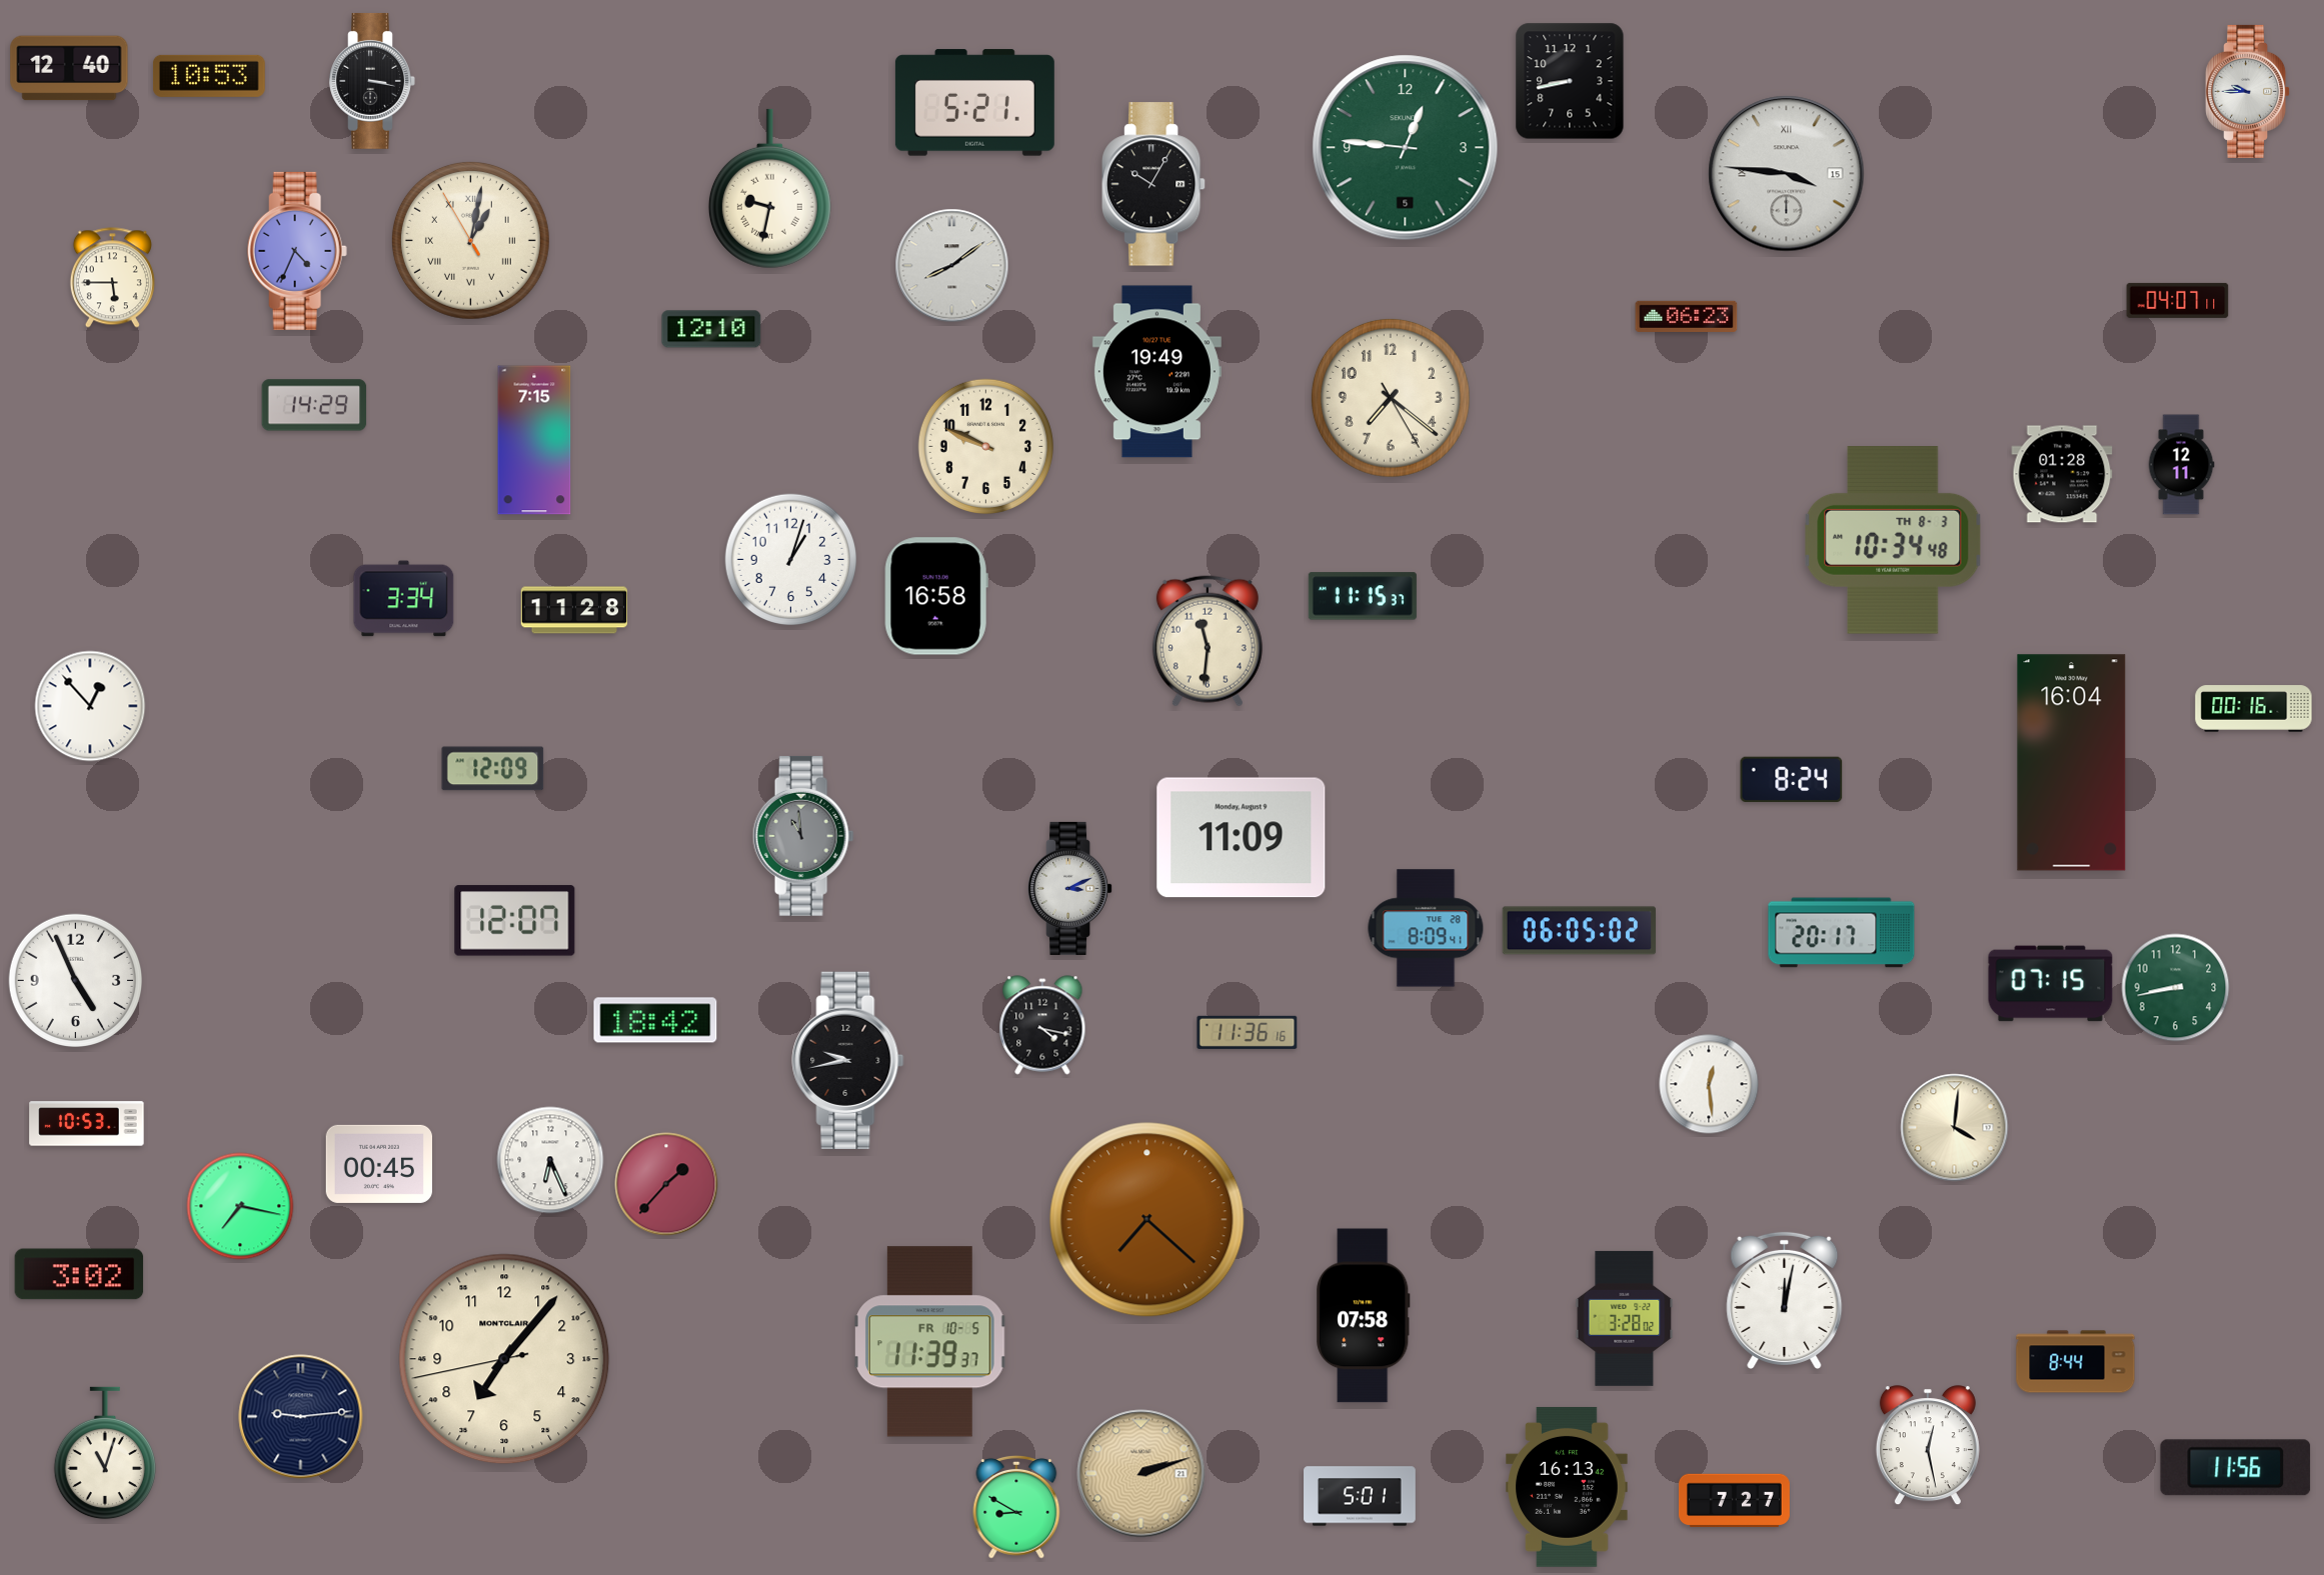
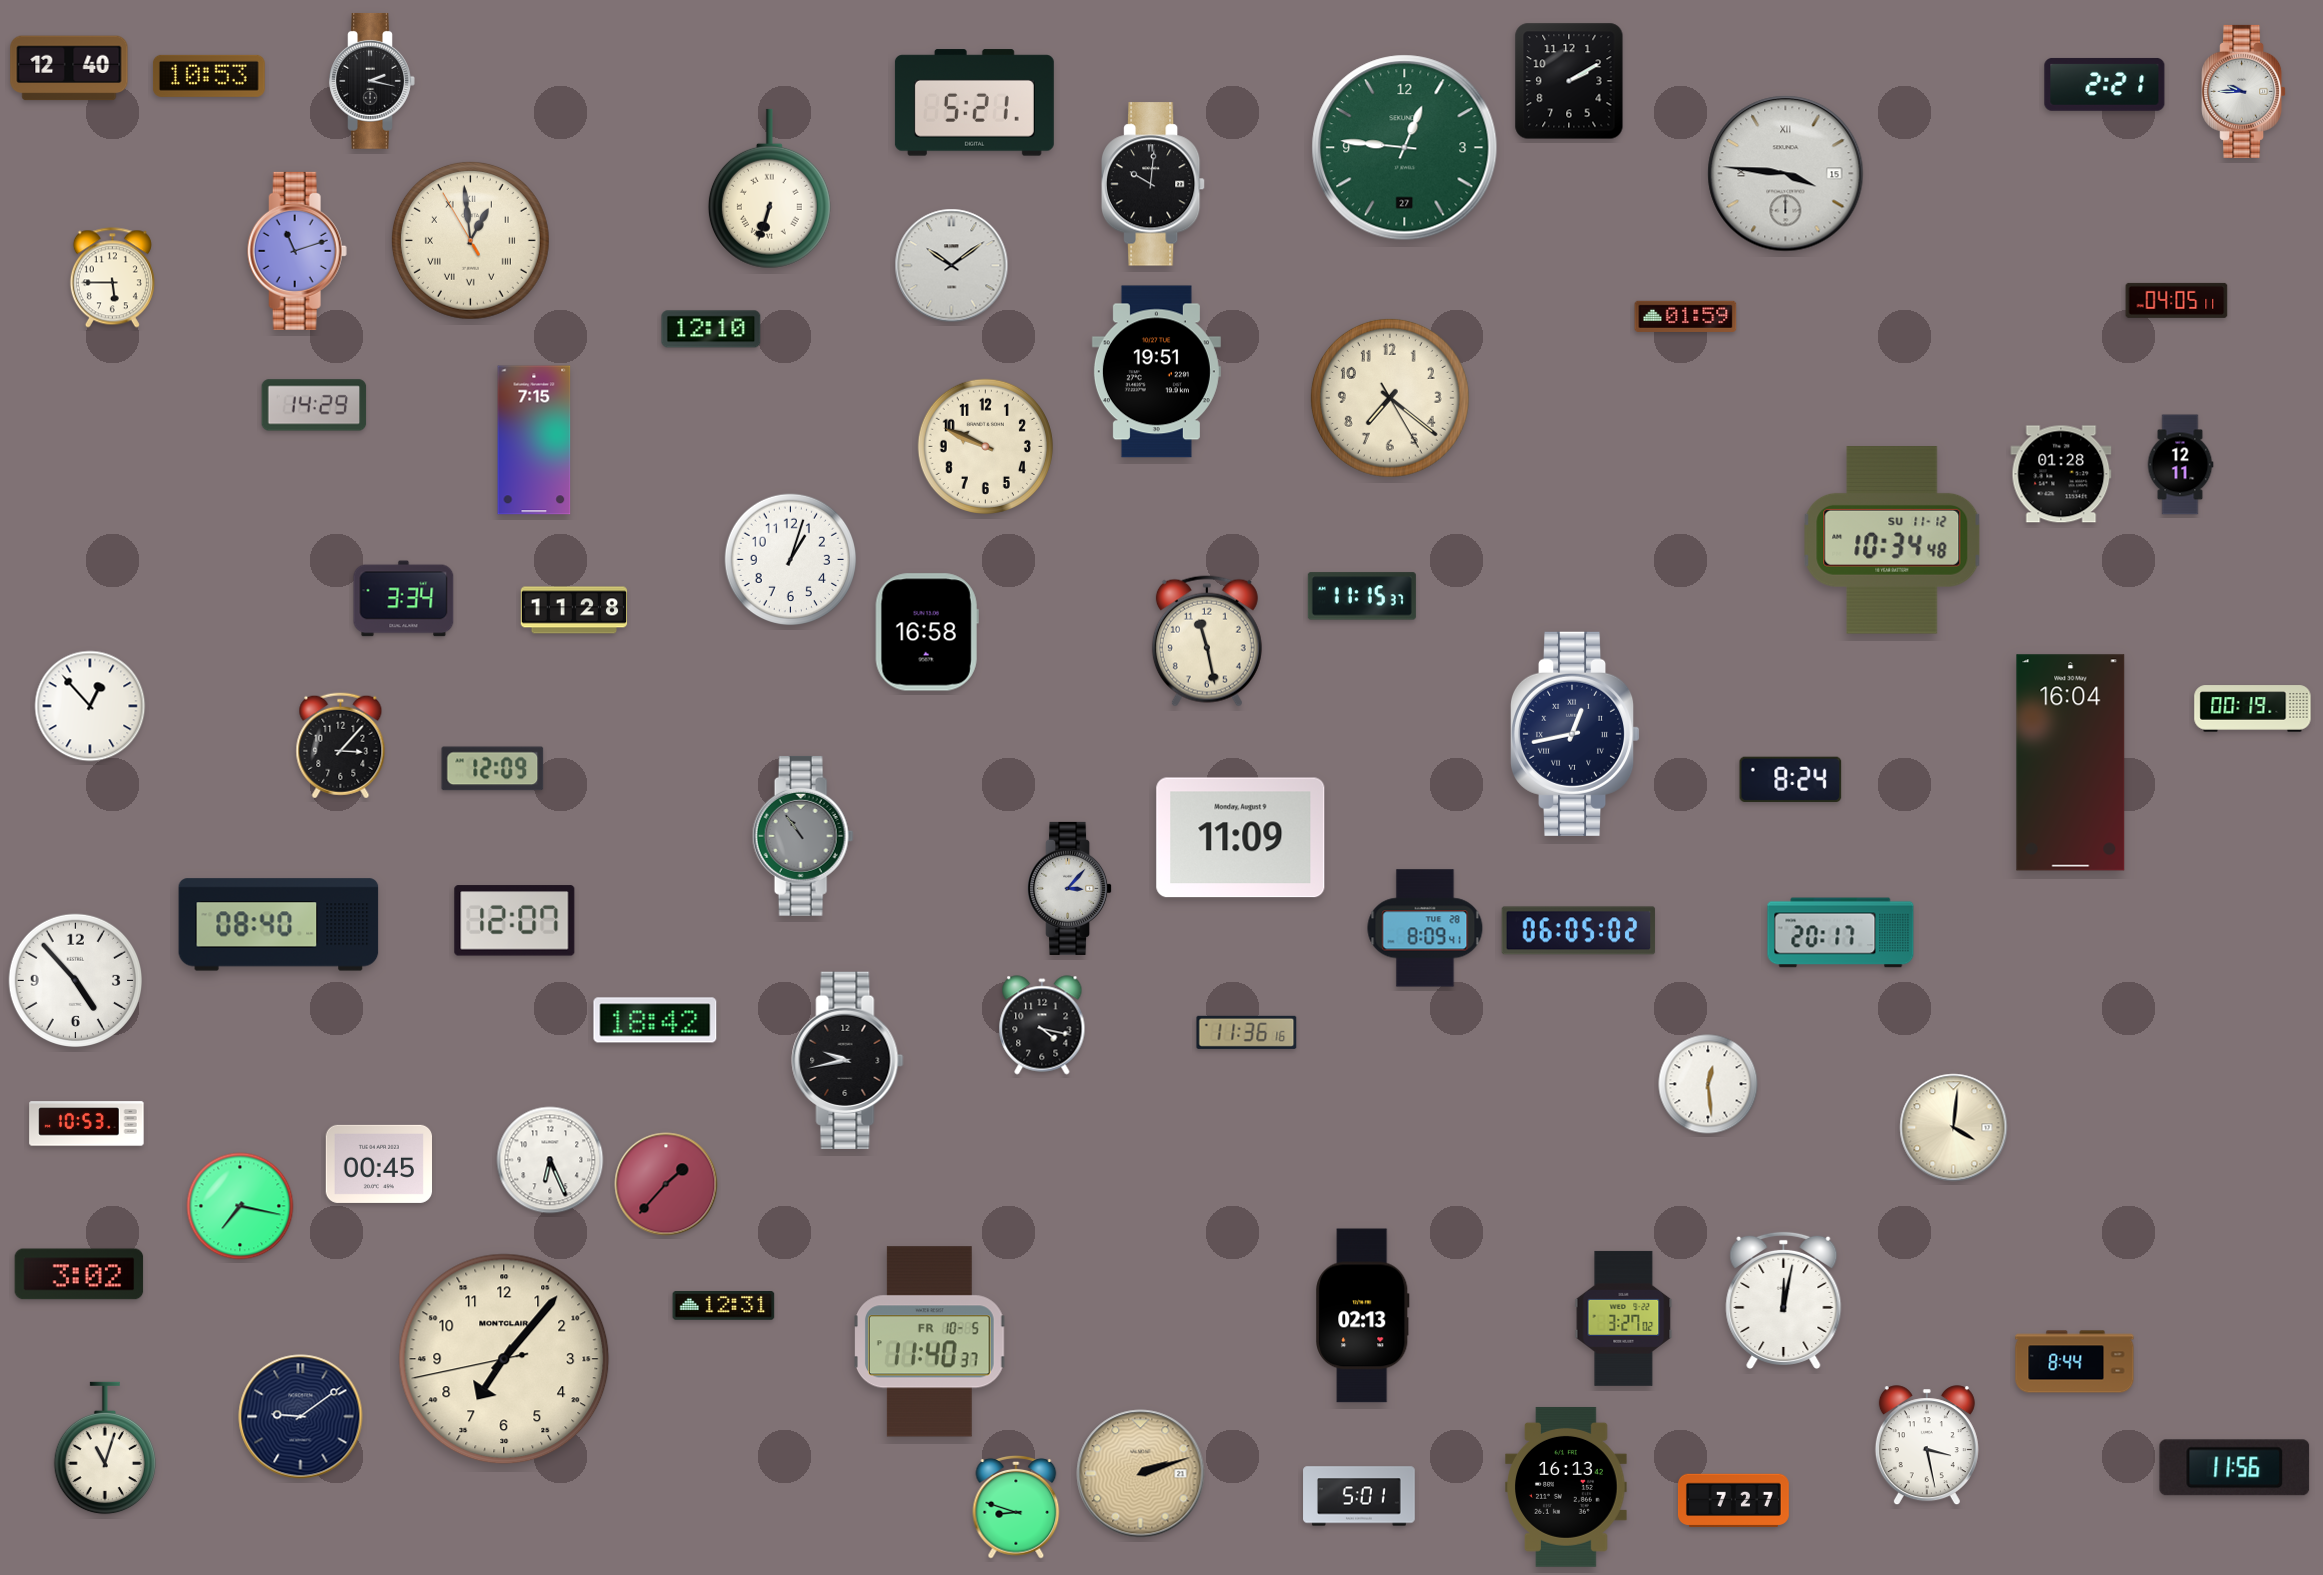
clock at (372, 81): 3:17 -> 2:17
clock at (1570, 81): 8:43 -> 2:10
clock at (2105, 84): none -> 2:21
clock at (2248, 91) position: (2248, 91) -> (2244, 91)
clock at (1406, 148) date: 5 -> 27
clock at (1153, 184): 10:05 -> 10:01
clock at (769, 189): 9:32 -> 6:33
clock at (470, 240): 1:01 -> 12:58
clock at (297, 251): 4:34 -> 11:12
clock at (952, 266): 8:09 -> 10:09
clock at (2178, 300): 04:07 -> 04:05
clock at (1687, 316): 06:23 -> 01:59
clock at (1156, 372): 19:49 -> 19:51
clock at (1893, 540) date: TH 8-3 -> SU 11-12
clock at (936, 596) position: (936, 596) -> (927, 632)
clock at (1208, 641): 11:31 -> 11:28
clock at (2254, 709): 00:16 -> 00:19
clock at (1575, 734): none -> 12:43
clock at (341, 746): none -> 3:07
clock at (803, 836): 10:59 -> 10:54
clock at (1070, 888): 3:11 -> 3:07
clock at (279, 925): none -> 08:40
clock at (75, 980): 4:56 -> 4:53
clock at (2051, 984): 07:15 -> none
clock at (2176, 988): 8:43 -> none
clock at (1147, 1220): 7:22 -> none
clock at (724, 1306): none -> 12:31
clock at (1364, 1316): 07:58 -> 02:13
clock at (1625, 1318): 3:28 -> 3:27
clock at (930, 1342): 11:39 -> 11:40
clock at (301, 1417): 9:14 -> 9:09
clock at (1928, 1446): 12:28 -> 3:28
clock at (105, 1453) position: (105, 1453) -> (105, 1448)
clock at (1016, 1507): 8:50 -> 8:48
